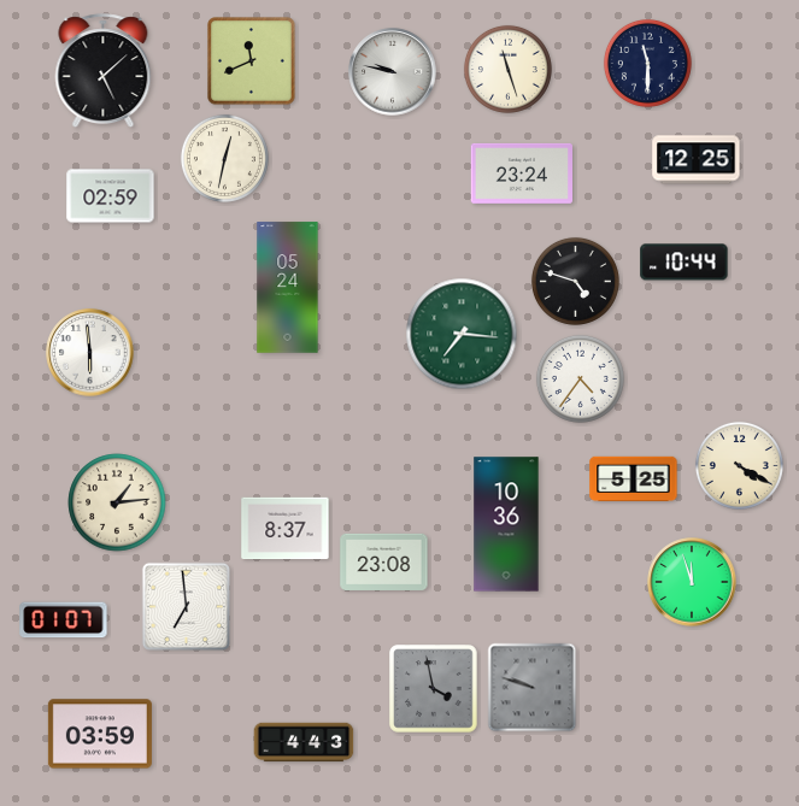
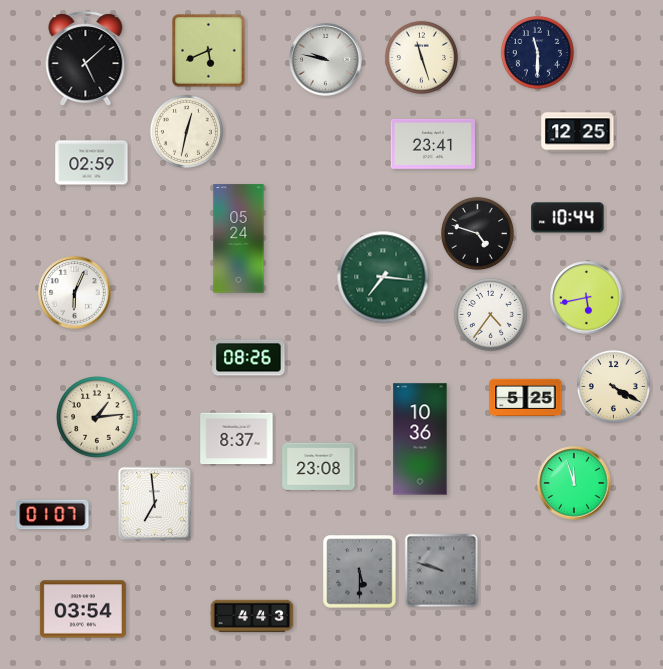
clock at (252, 61): 11:41 -> 5:41
clock at (522, 173): 23:24 -> 23:41
clock at (90, 353): 5:59 -> 6:04
clock at (587, 298): none -> 5:43
clock at (580, 378) position: (580, 378) -> (490, 314)
clock at (249, 358): none -> 08:26
clock at (506, 524) position: (506, 524) -> (420, 439)
clock at (434, 689): 3:58 -> 5:30
clock at (100, 734): 03:59 -> 03:54
